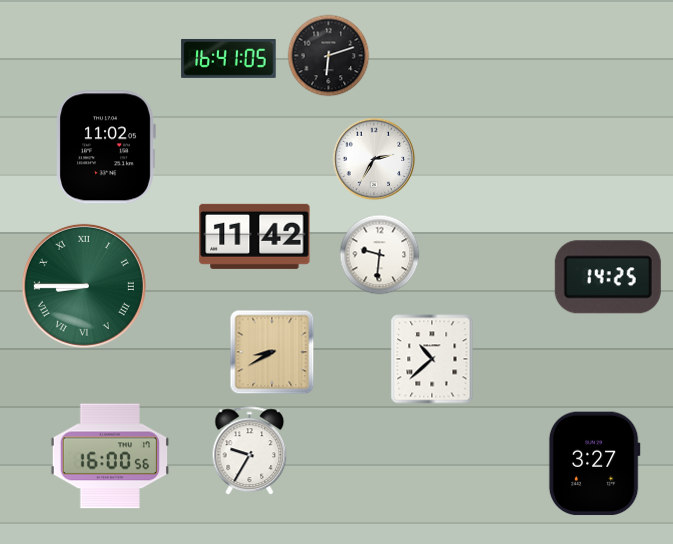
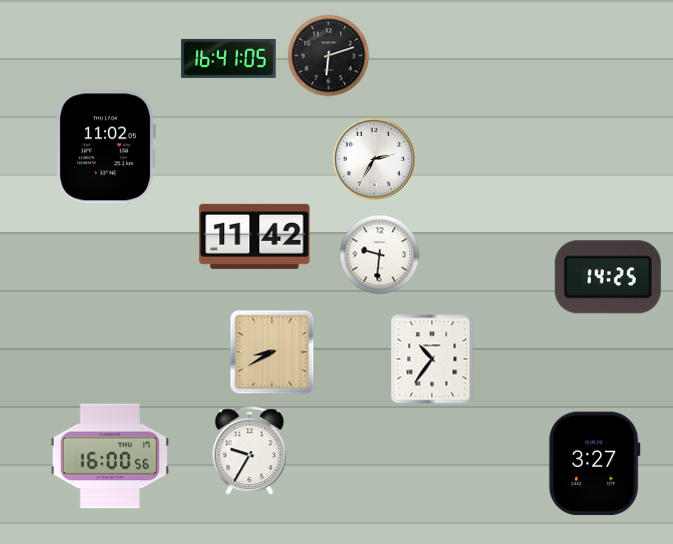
clock at (84, 286): 8:45 -> none
clock at (432, 359): 10:38 -> 10:36
